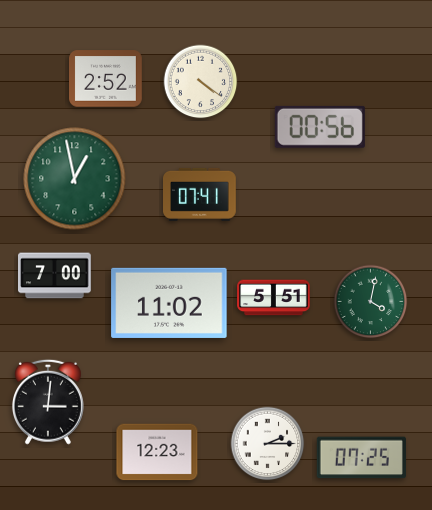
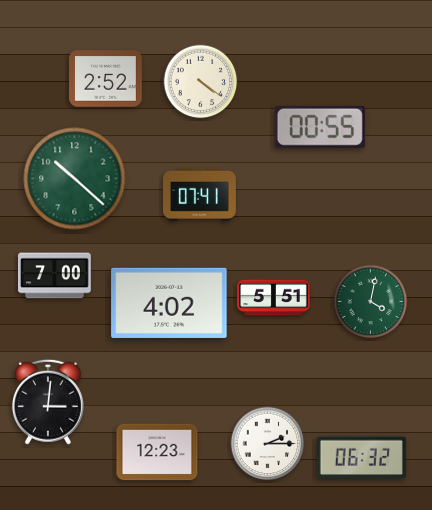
clock at (320, 127): 00:56 -> 00:55
clock at (75, 179): 12:58 -> 10:22
clock at (169, 303): 11:02 -> 4:02
clock at (361, 458): 07:25 -> 06:32
